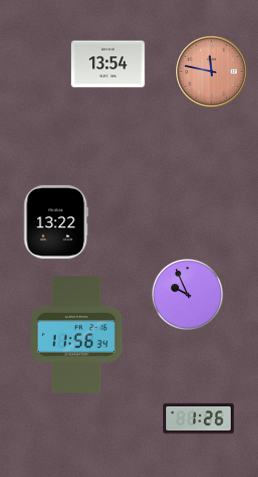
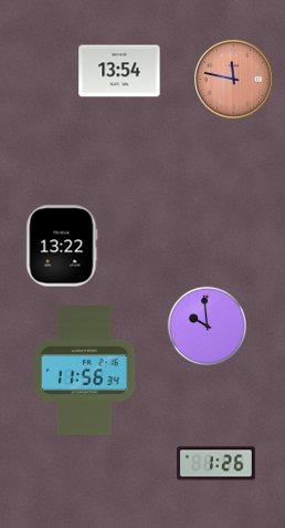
clock at (188, 295): 9:56 -> 9:59
clock at (199, 419) position: (199, 419) -> (217, 464)
